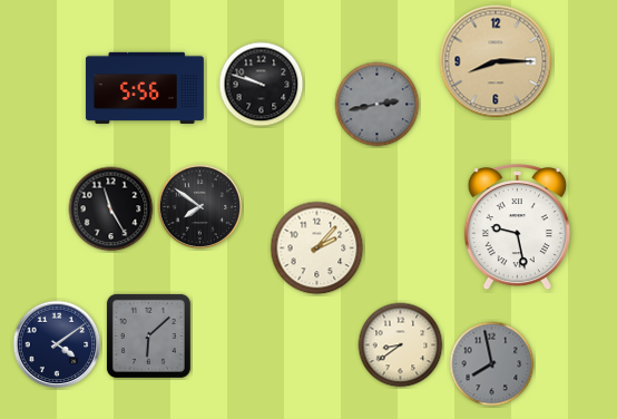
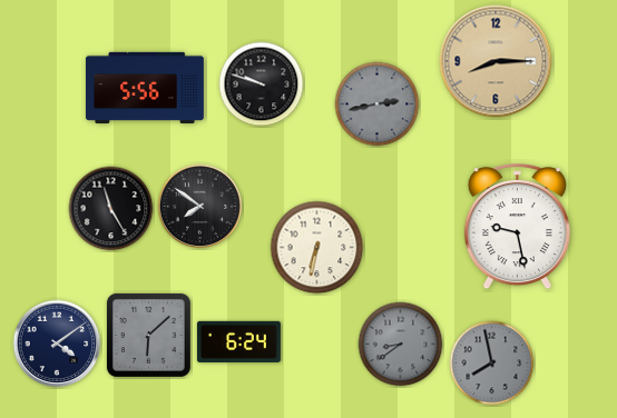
clock at (317, 249): 2:07 -> 6:32
clock at (238, 341): none -> 6:24
clock at (401, 345) dial: cream -> grey
